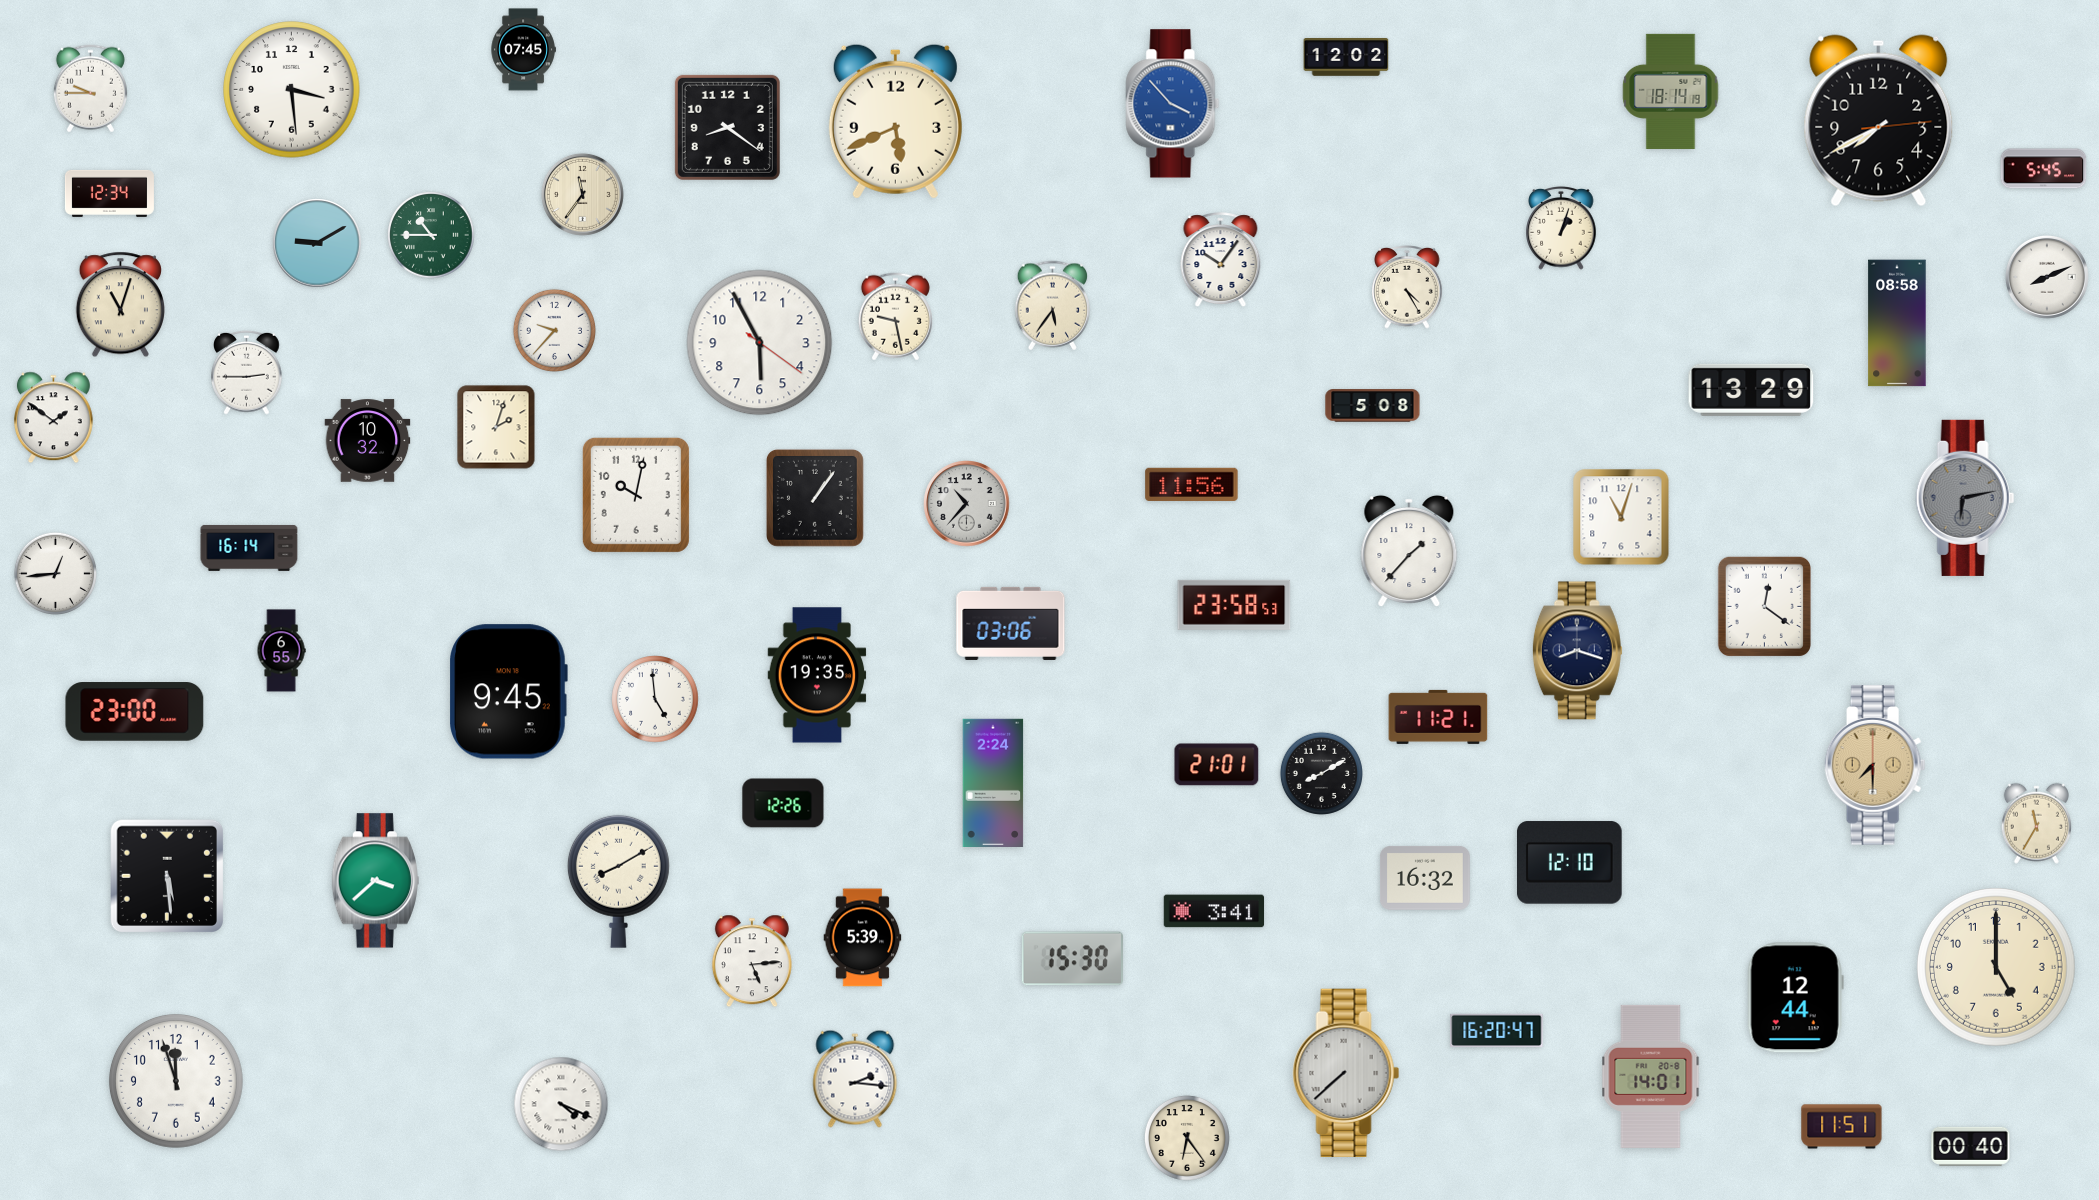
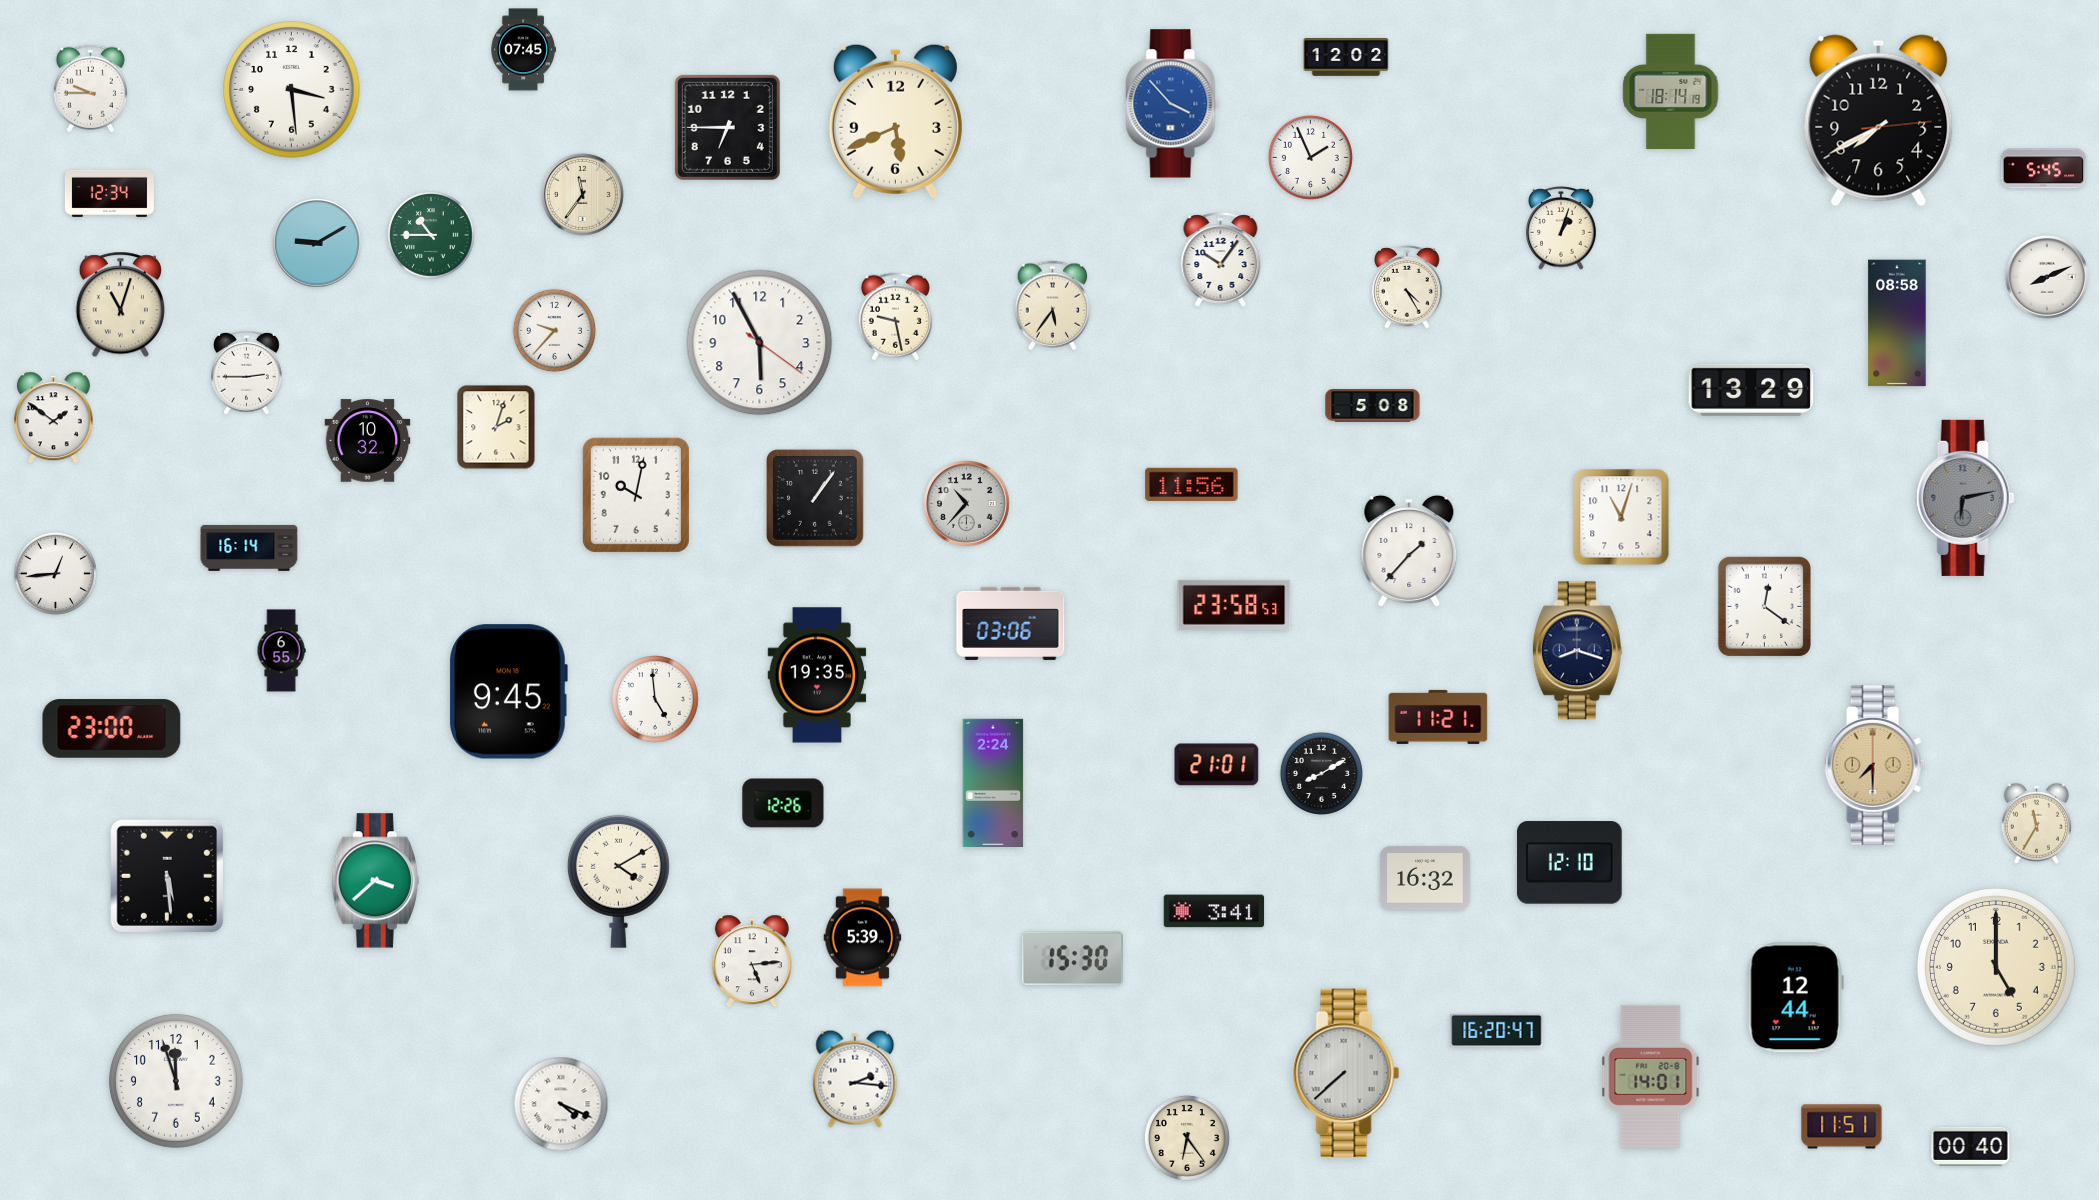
clock at (727, 127): 8:21 -> 6:45
clock at (1310, 157): none -> 1:56
clock at (135, 712) position: (135, 712) -> (112, 729)
clock at (618, 881): 8:10 -> 4:10
